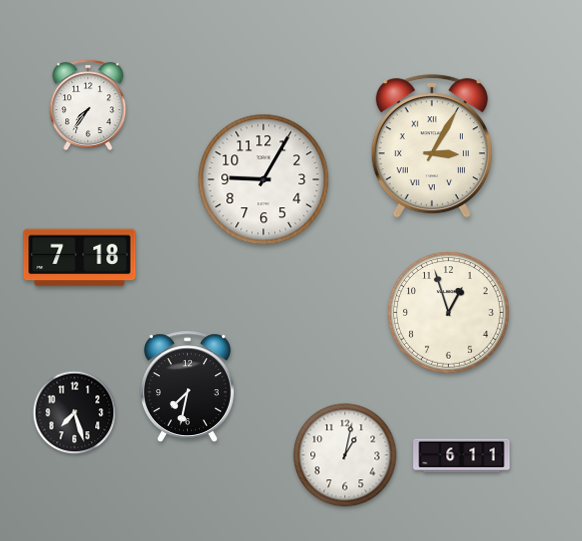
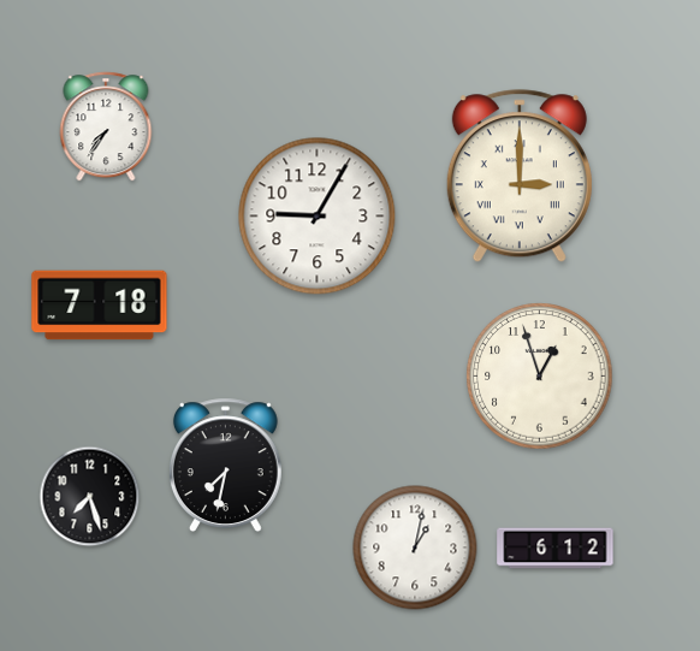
clock at (432, 147): 3:05 -> 3:00
clock at (80, 258) position: (80, 258) -> (100, 306)
clock at (462, 456): 6:11 -> 6:12
